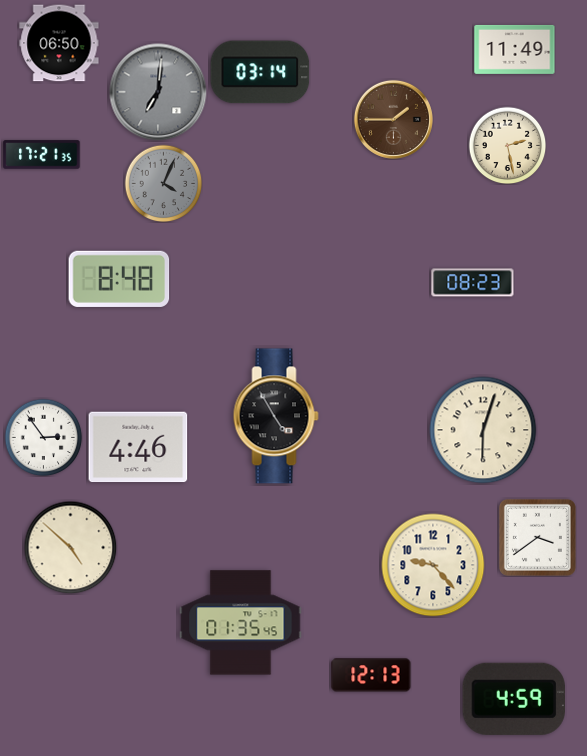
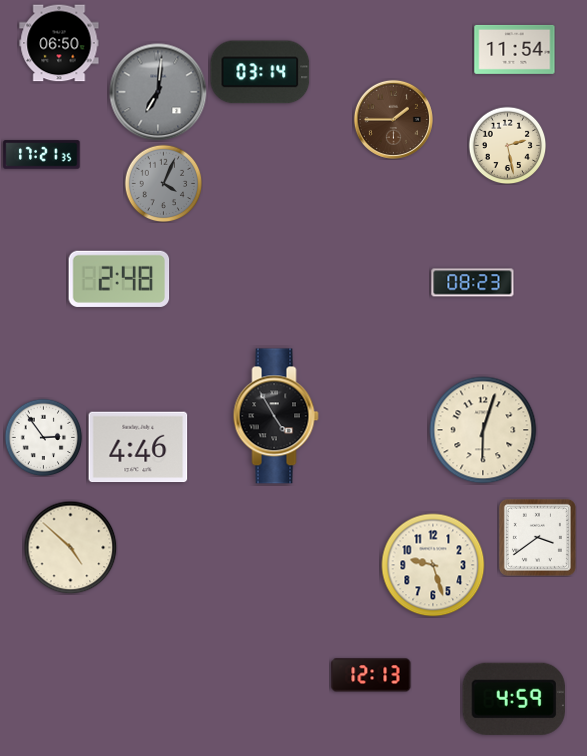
clock at (515, 49): 11:49 -> 11:54
clock at (119, 279): 8:48 -> 2:48
clock at (433, 565): 9:23 -> 9:27
clock at (241, 623): 01:35 -> none
